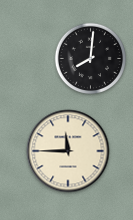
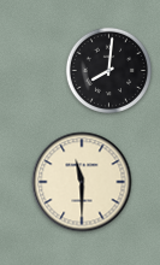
clock at (68, 151): 11:45 -> 11:30
